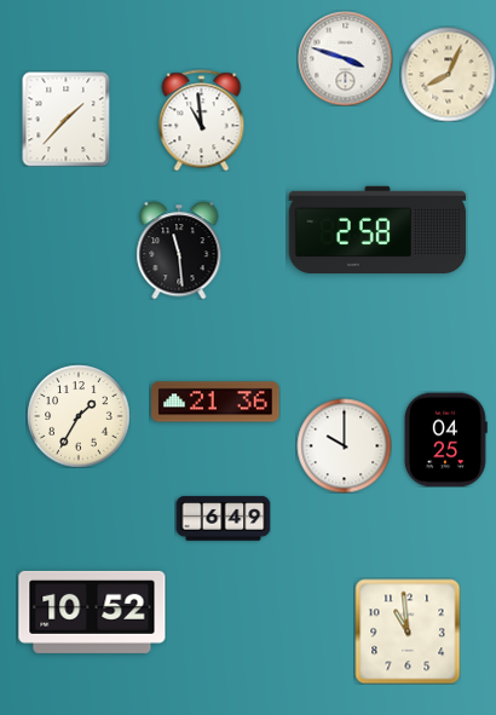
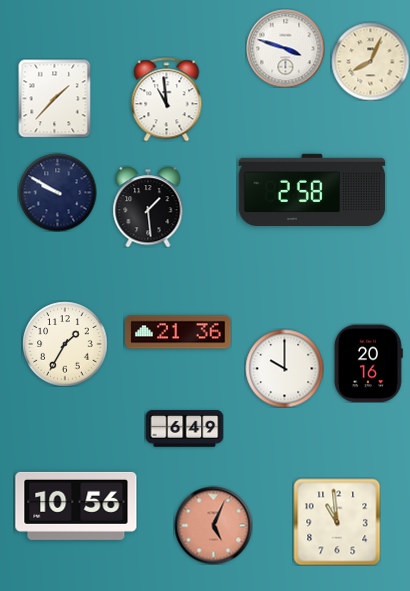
clock at (57, 192): none -> 9:50
clock at (179, 250): 11:29 -> 1:29
clock at (445, 439): 04:25 -> 20:16
clock at (92, 612): 10:52 -> 10:56
clock at (213, 525): none -> 5:04
